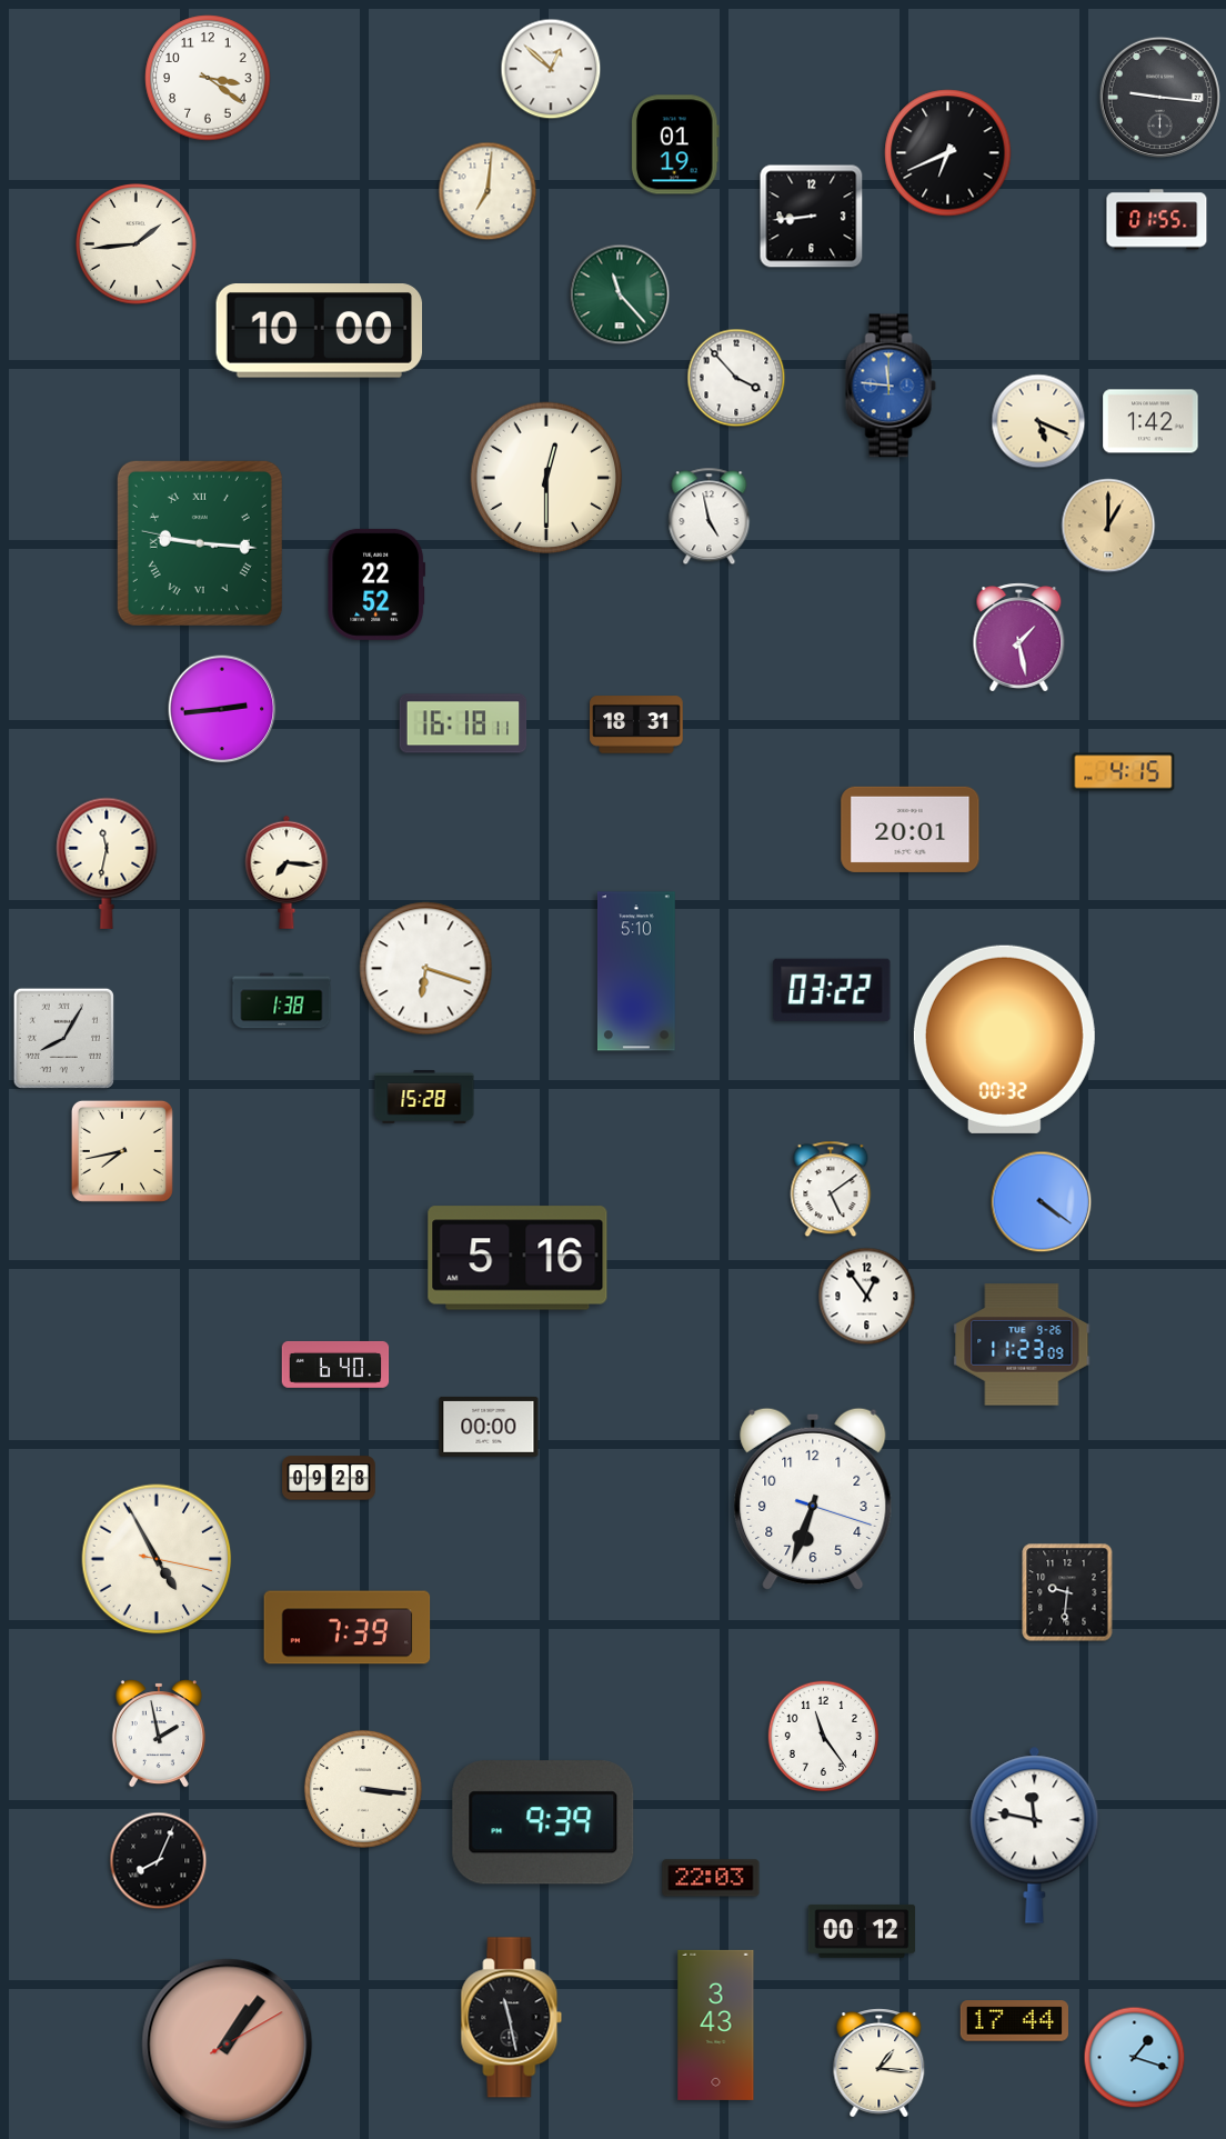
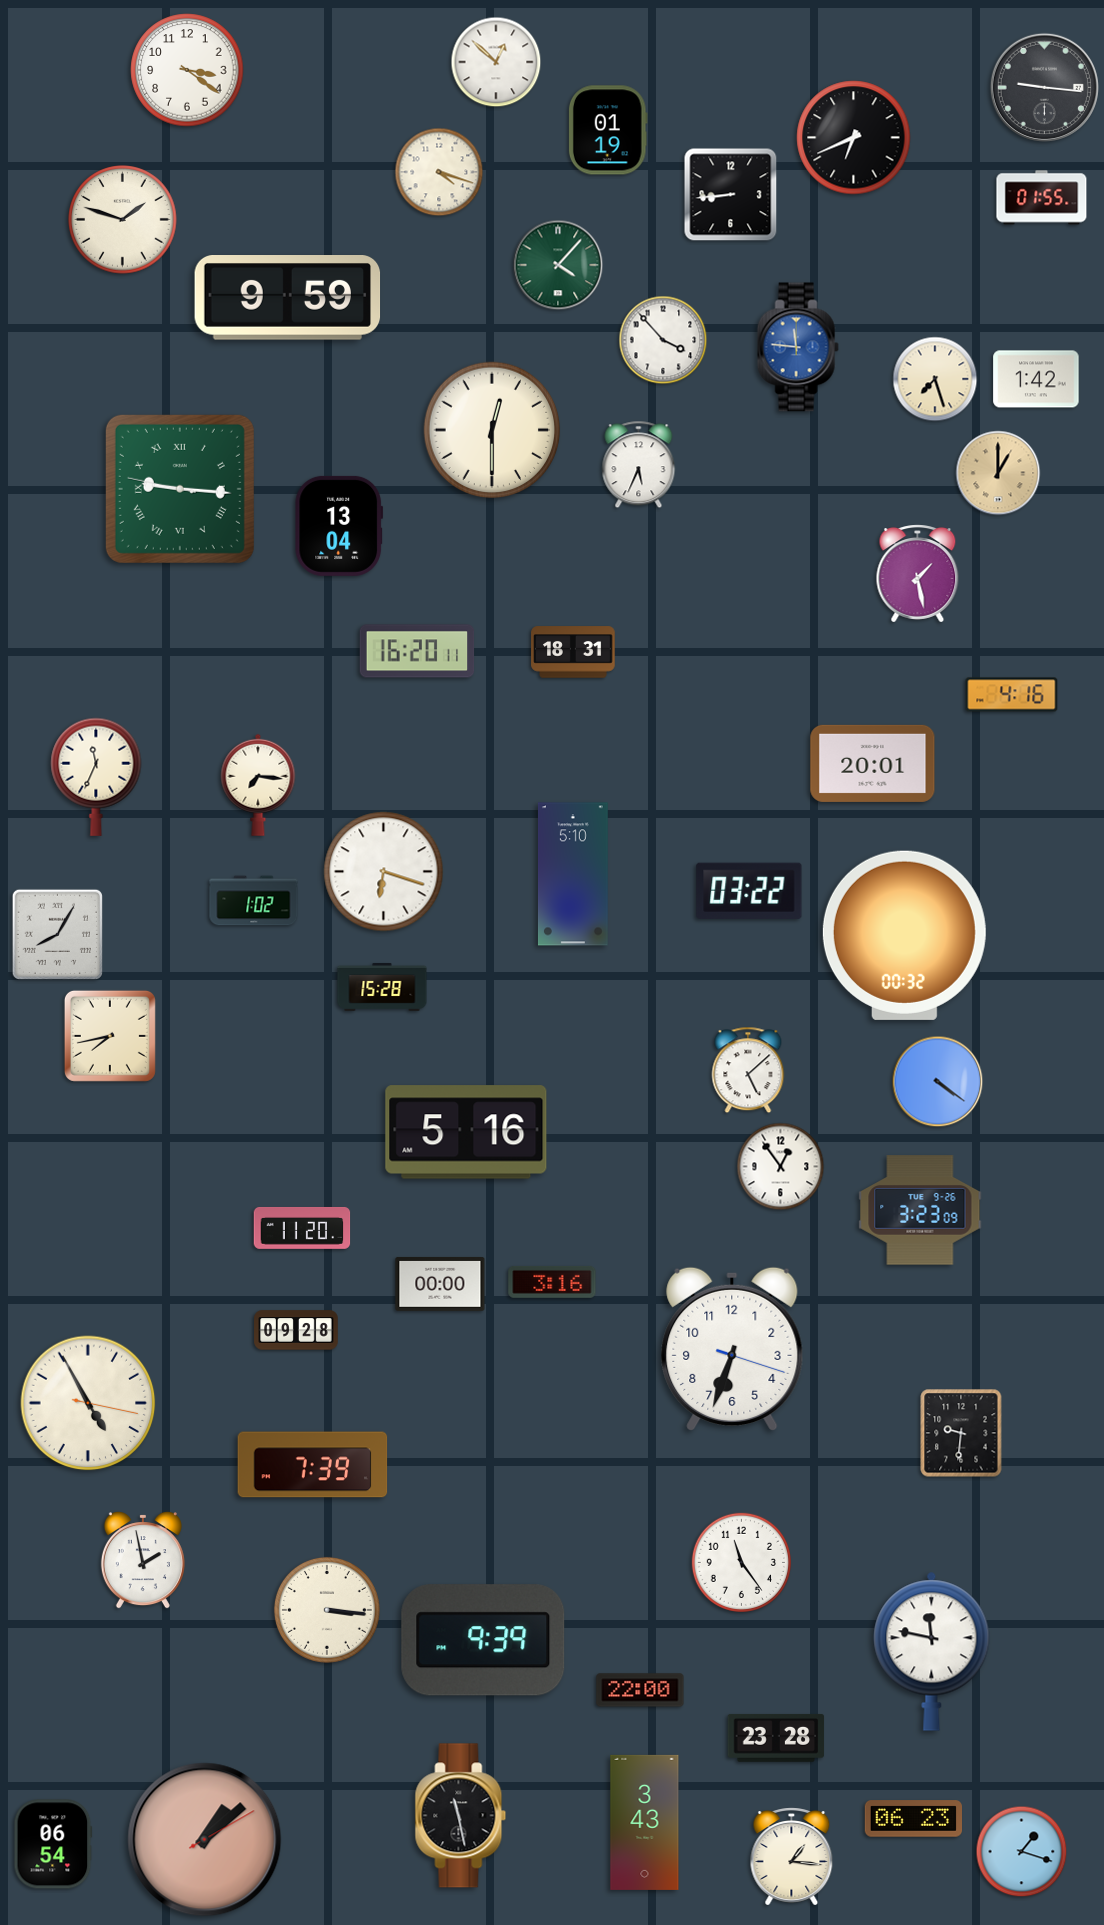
clock at (488, 191): 7:01 -> 4:18
clock at (137, 244): 1:44 -> 1:48
clock at (620, 294): 11:23 -> 4:07
clock at (320, 331): 10:00 -> 9:59
clock at (891, 386) position: (891, 386) -> (798, 347)
clock at (1038, 421): 5:19 -> 7:27
clock at (710, 517): 4:58 -> 5:34
clock at (376, 584): 22:52 -> 13:04
clock at (222, 709): 2:44 -> none
clock at (463, 723): 16:18 -> 16:20
clock at (1124, 772): 4:15 -> 4:16
clock at (911, 829) position: (911, 829) -> (873, 763)
clock at (107, 863): 11:32 -> 11:34
clock at (282, 1001): 1:38 -> 1:02
clock at (831, 1189): 5:09 -> 5:08
clock at (1022, 1345): 11:23 -> 3:23
clock at (335, 1365): 6:40 -> 11:20
clock at (552, 1282): none -> 3:16
clock at (157, 1559) position: (157, 1559) -> (88, 1403)
clock at (543, 1822) position: (543, 1822) -> (483, 1640)
clock at (159, 1861): 8:04 -> none
clock at (711, 1878): 22:03 -> 22:00
clock at (862, 1931): 00:12 -> 23:28
clock at (1014, 2021): 17:44 -> 06:23
clock at (228, 2045): 1:06 -> 1:08
clock at (53, 1844): none -> 06:54
